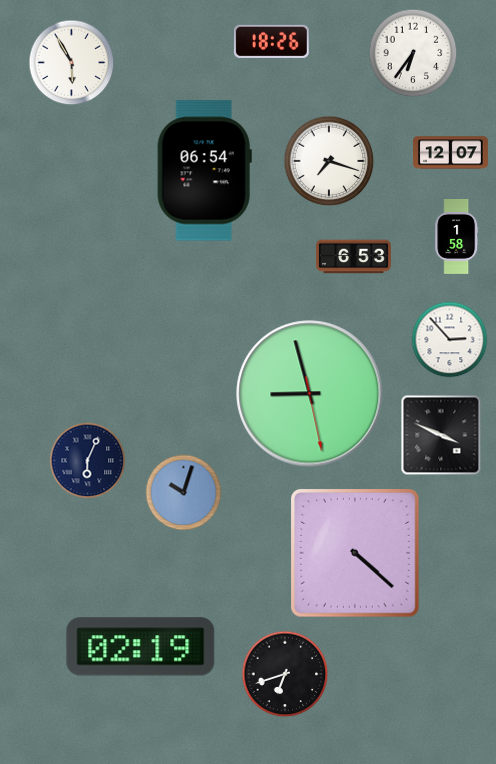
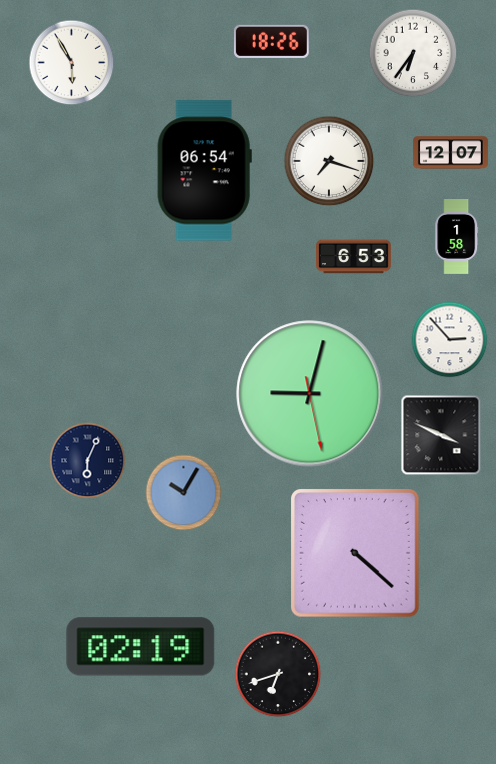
clock at (310, 394): 8:57 -> 9:02
clock at (184, 493): 10:03 -> 10:05
clock at (285, 674) position: (285, 674) -> (278, 674)
